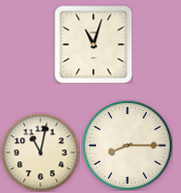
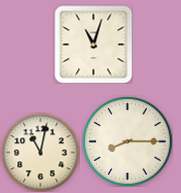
clock at (127, 145) position: (127, 145) -> (127, 141)
